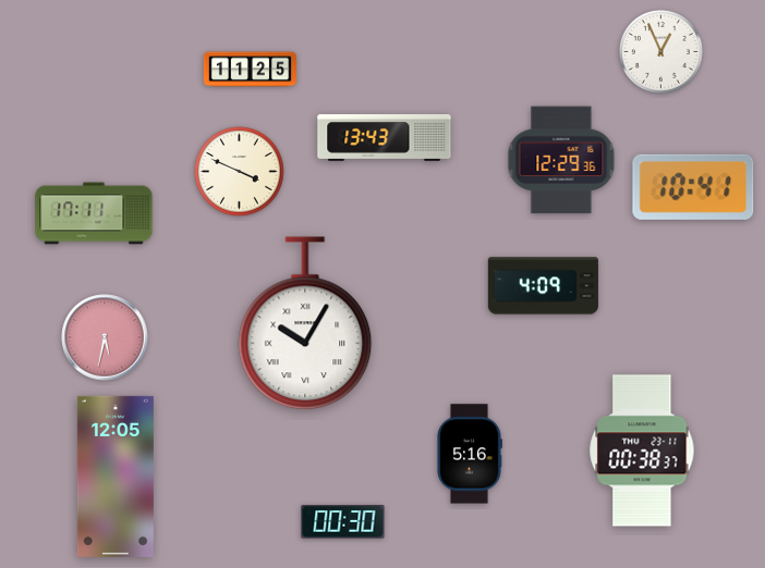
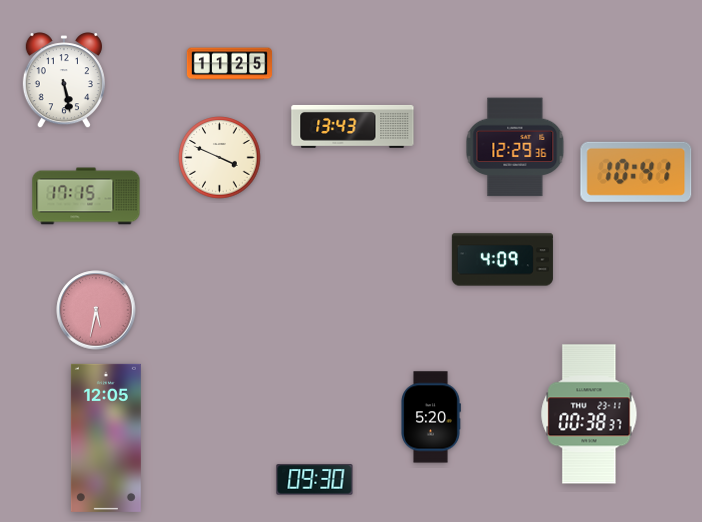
clock at (660, 51): 12:56 -> none
clock at (64, 81): none -> 5:28
clock at (94, 213): 17:11 -> 17:15
clock at (543, 286) position: (543, 286) -> (502, 260)
clock at (305, 324): 10:05 -> none
clock at (470, 454): 5:16 -> 5:20
clock at (343, 522): 00:30 -> 09:30
